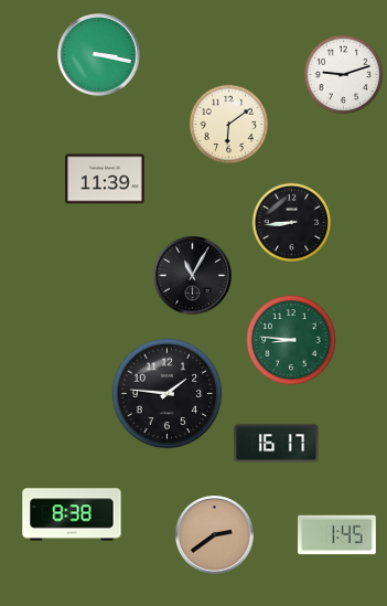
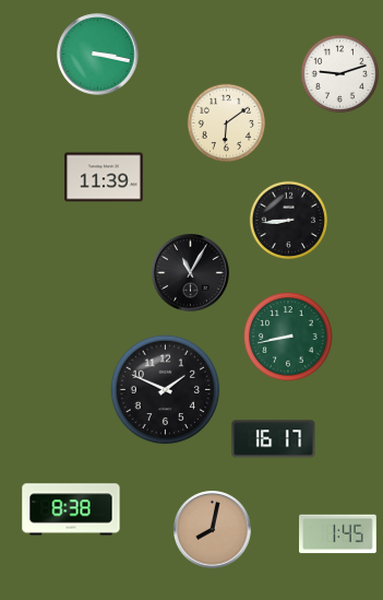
clock at (291, 340): 8:46 -> 8:43
clock at (168, 394): 1:46 -> 1:49
clock at (215, 535): 2:39 -> 8:02
clock at (337, 535) position: (337, 535) -> (338, 534)
